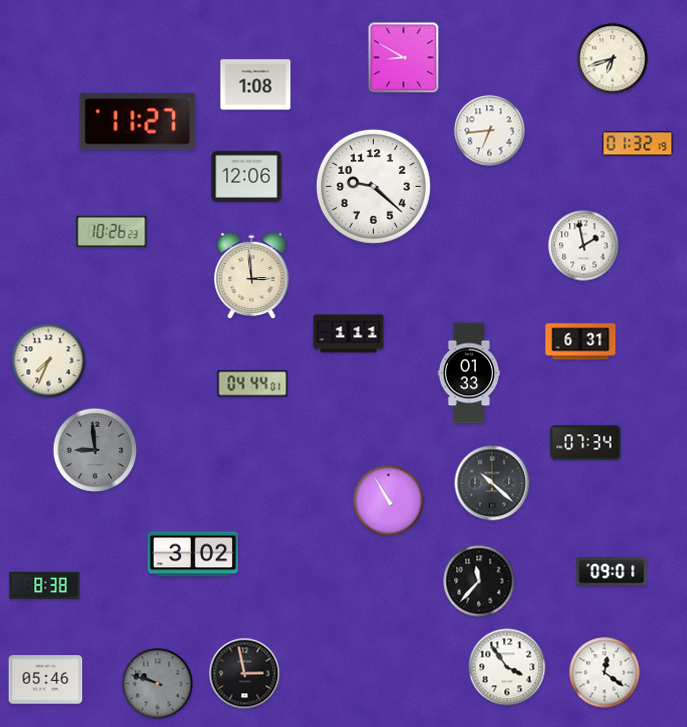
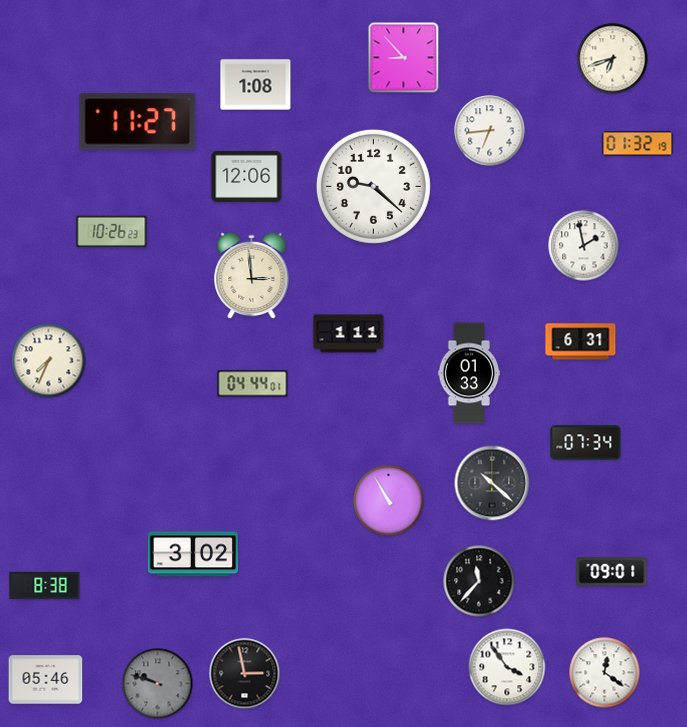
clock at (404, 58): 8:50 -> 8:53
clock at (95, 450): 8:59 -> none
